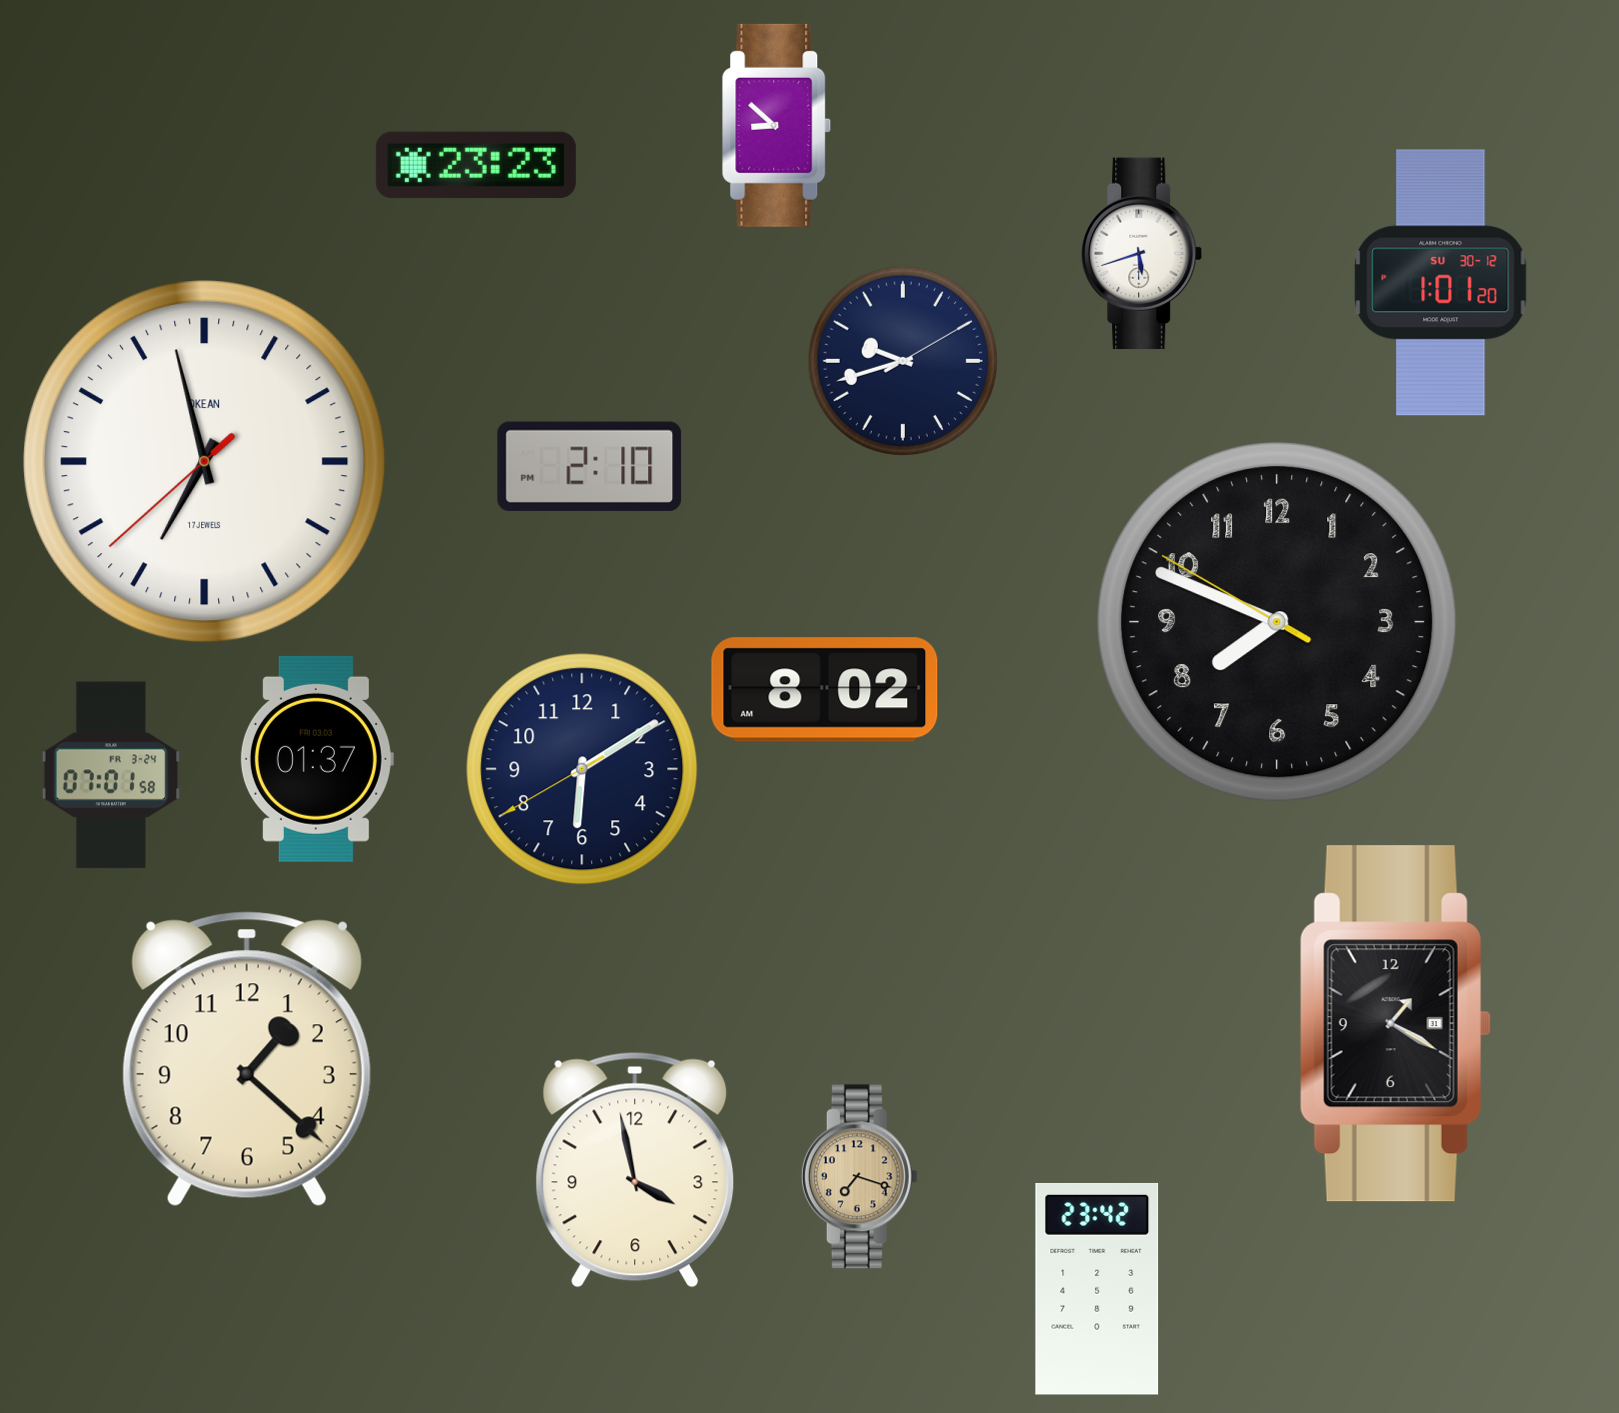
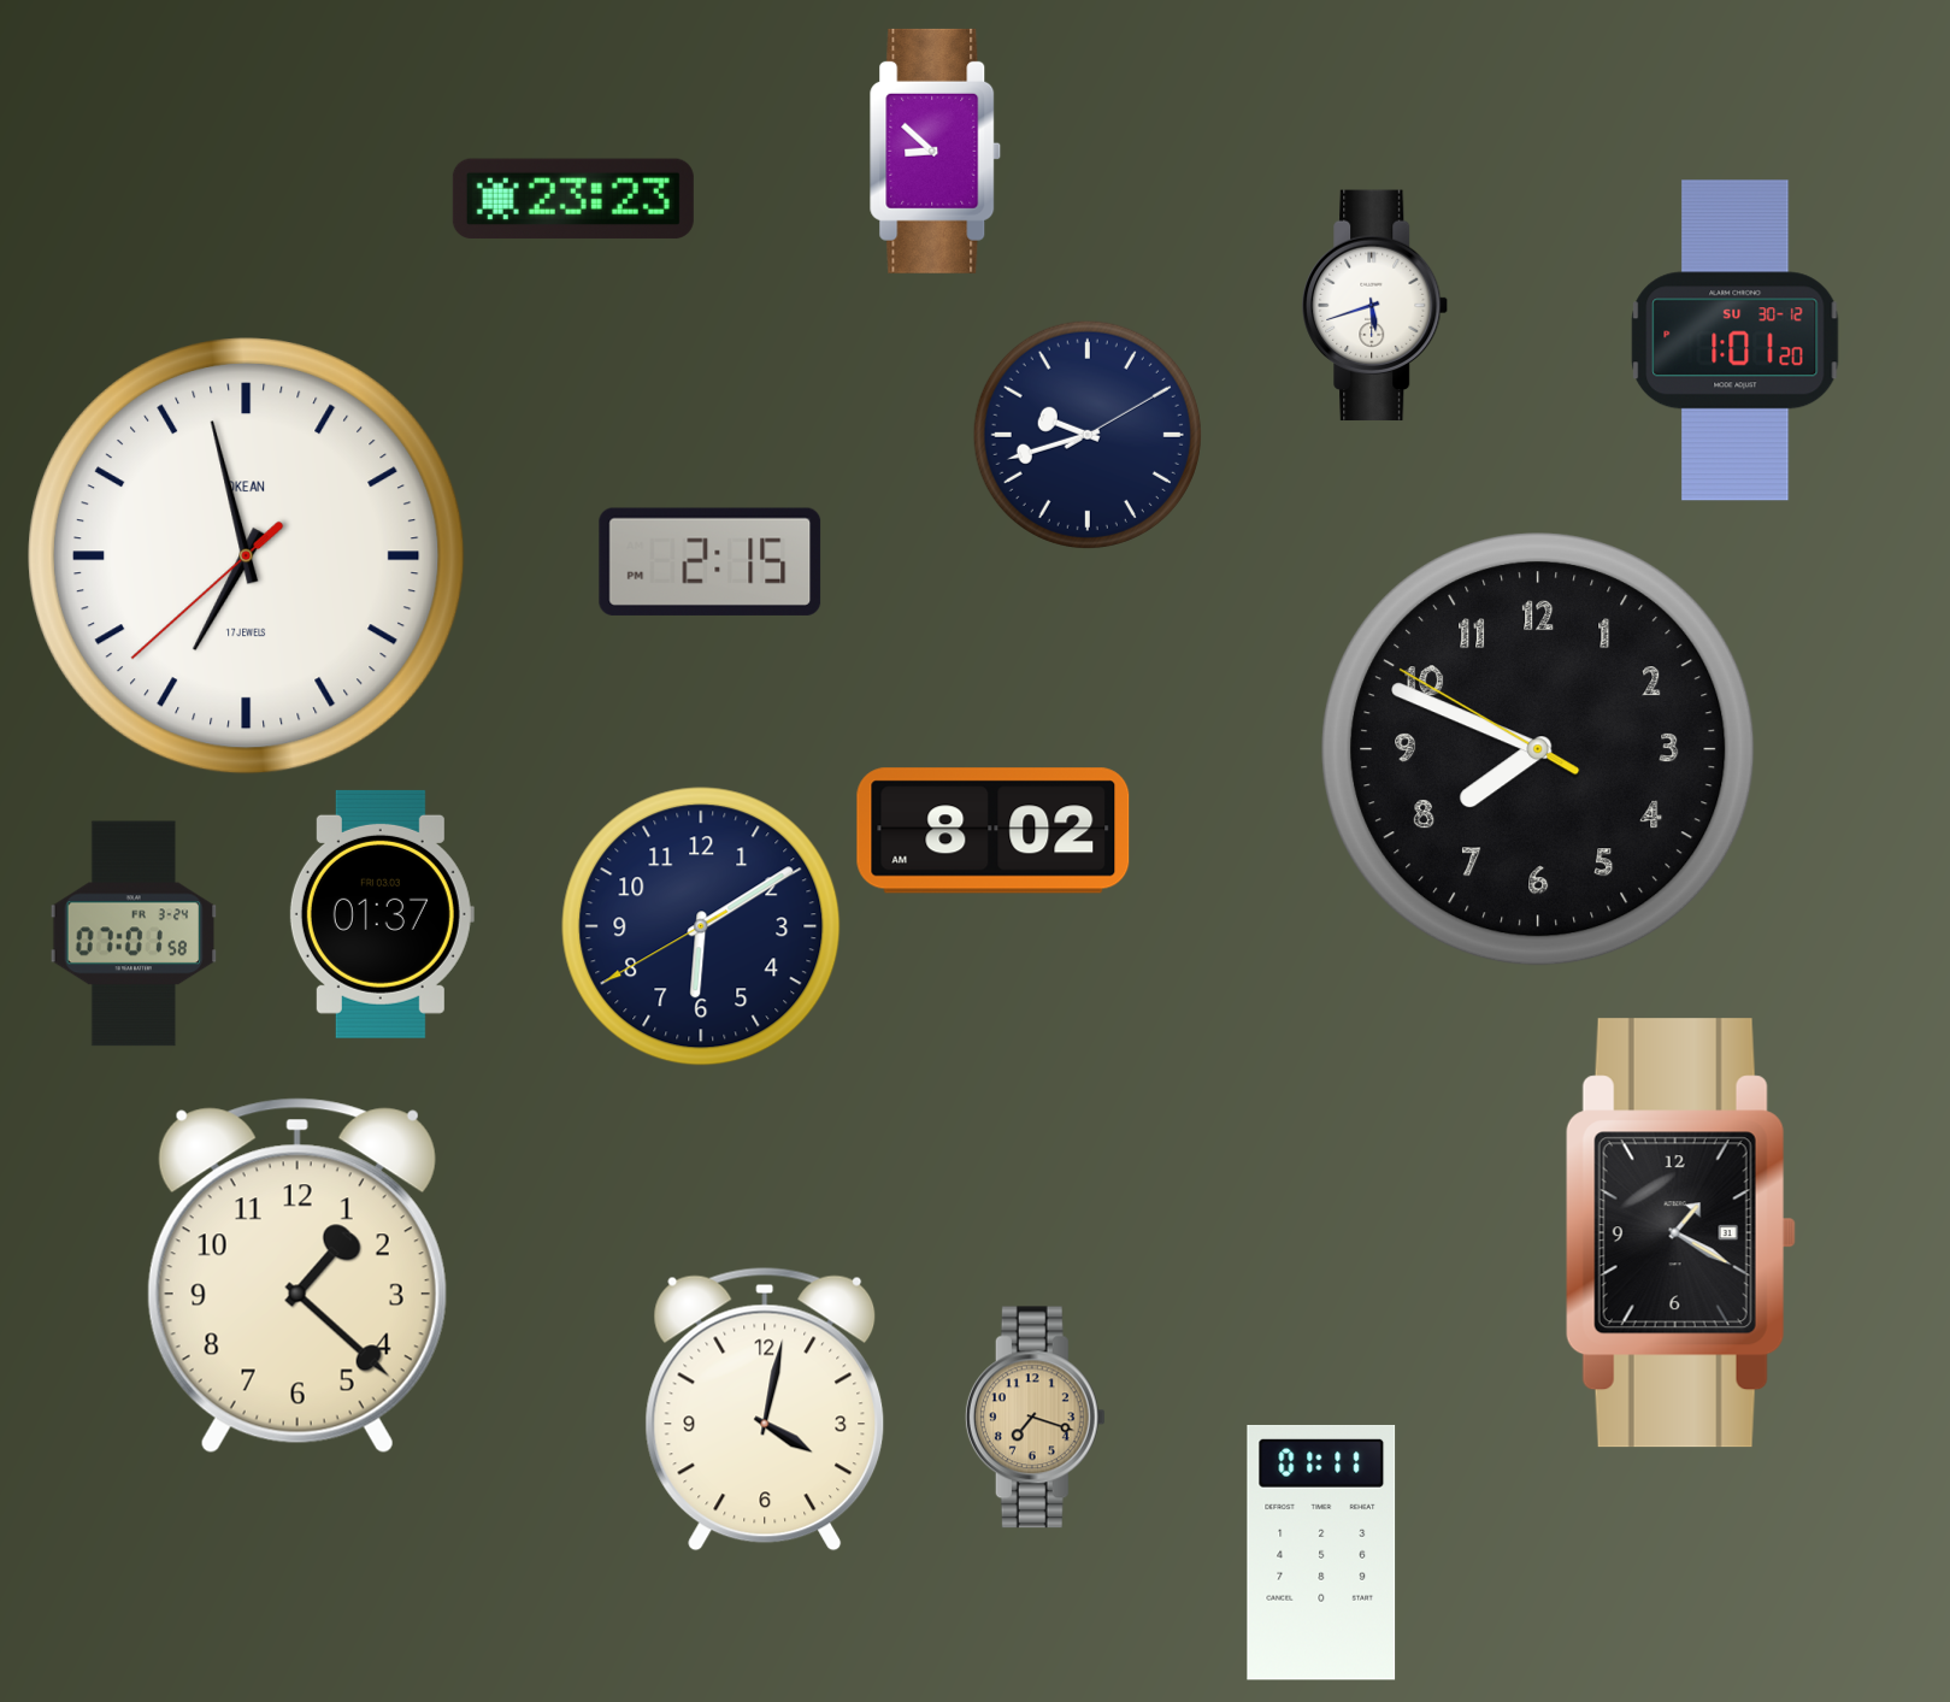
clock at (590, 466): 2:10 -> 2:15
clock at (635, 1170): 3:58 -> 4:02
clock at (1097, 1289): 23:42 -> 01:11
